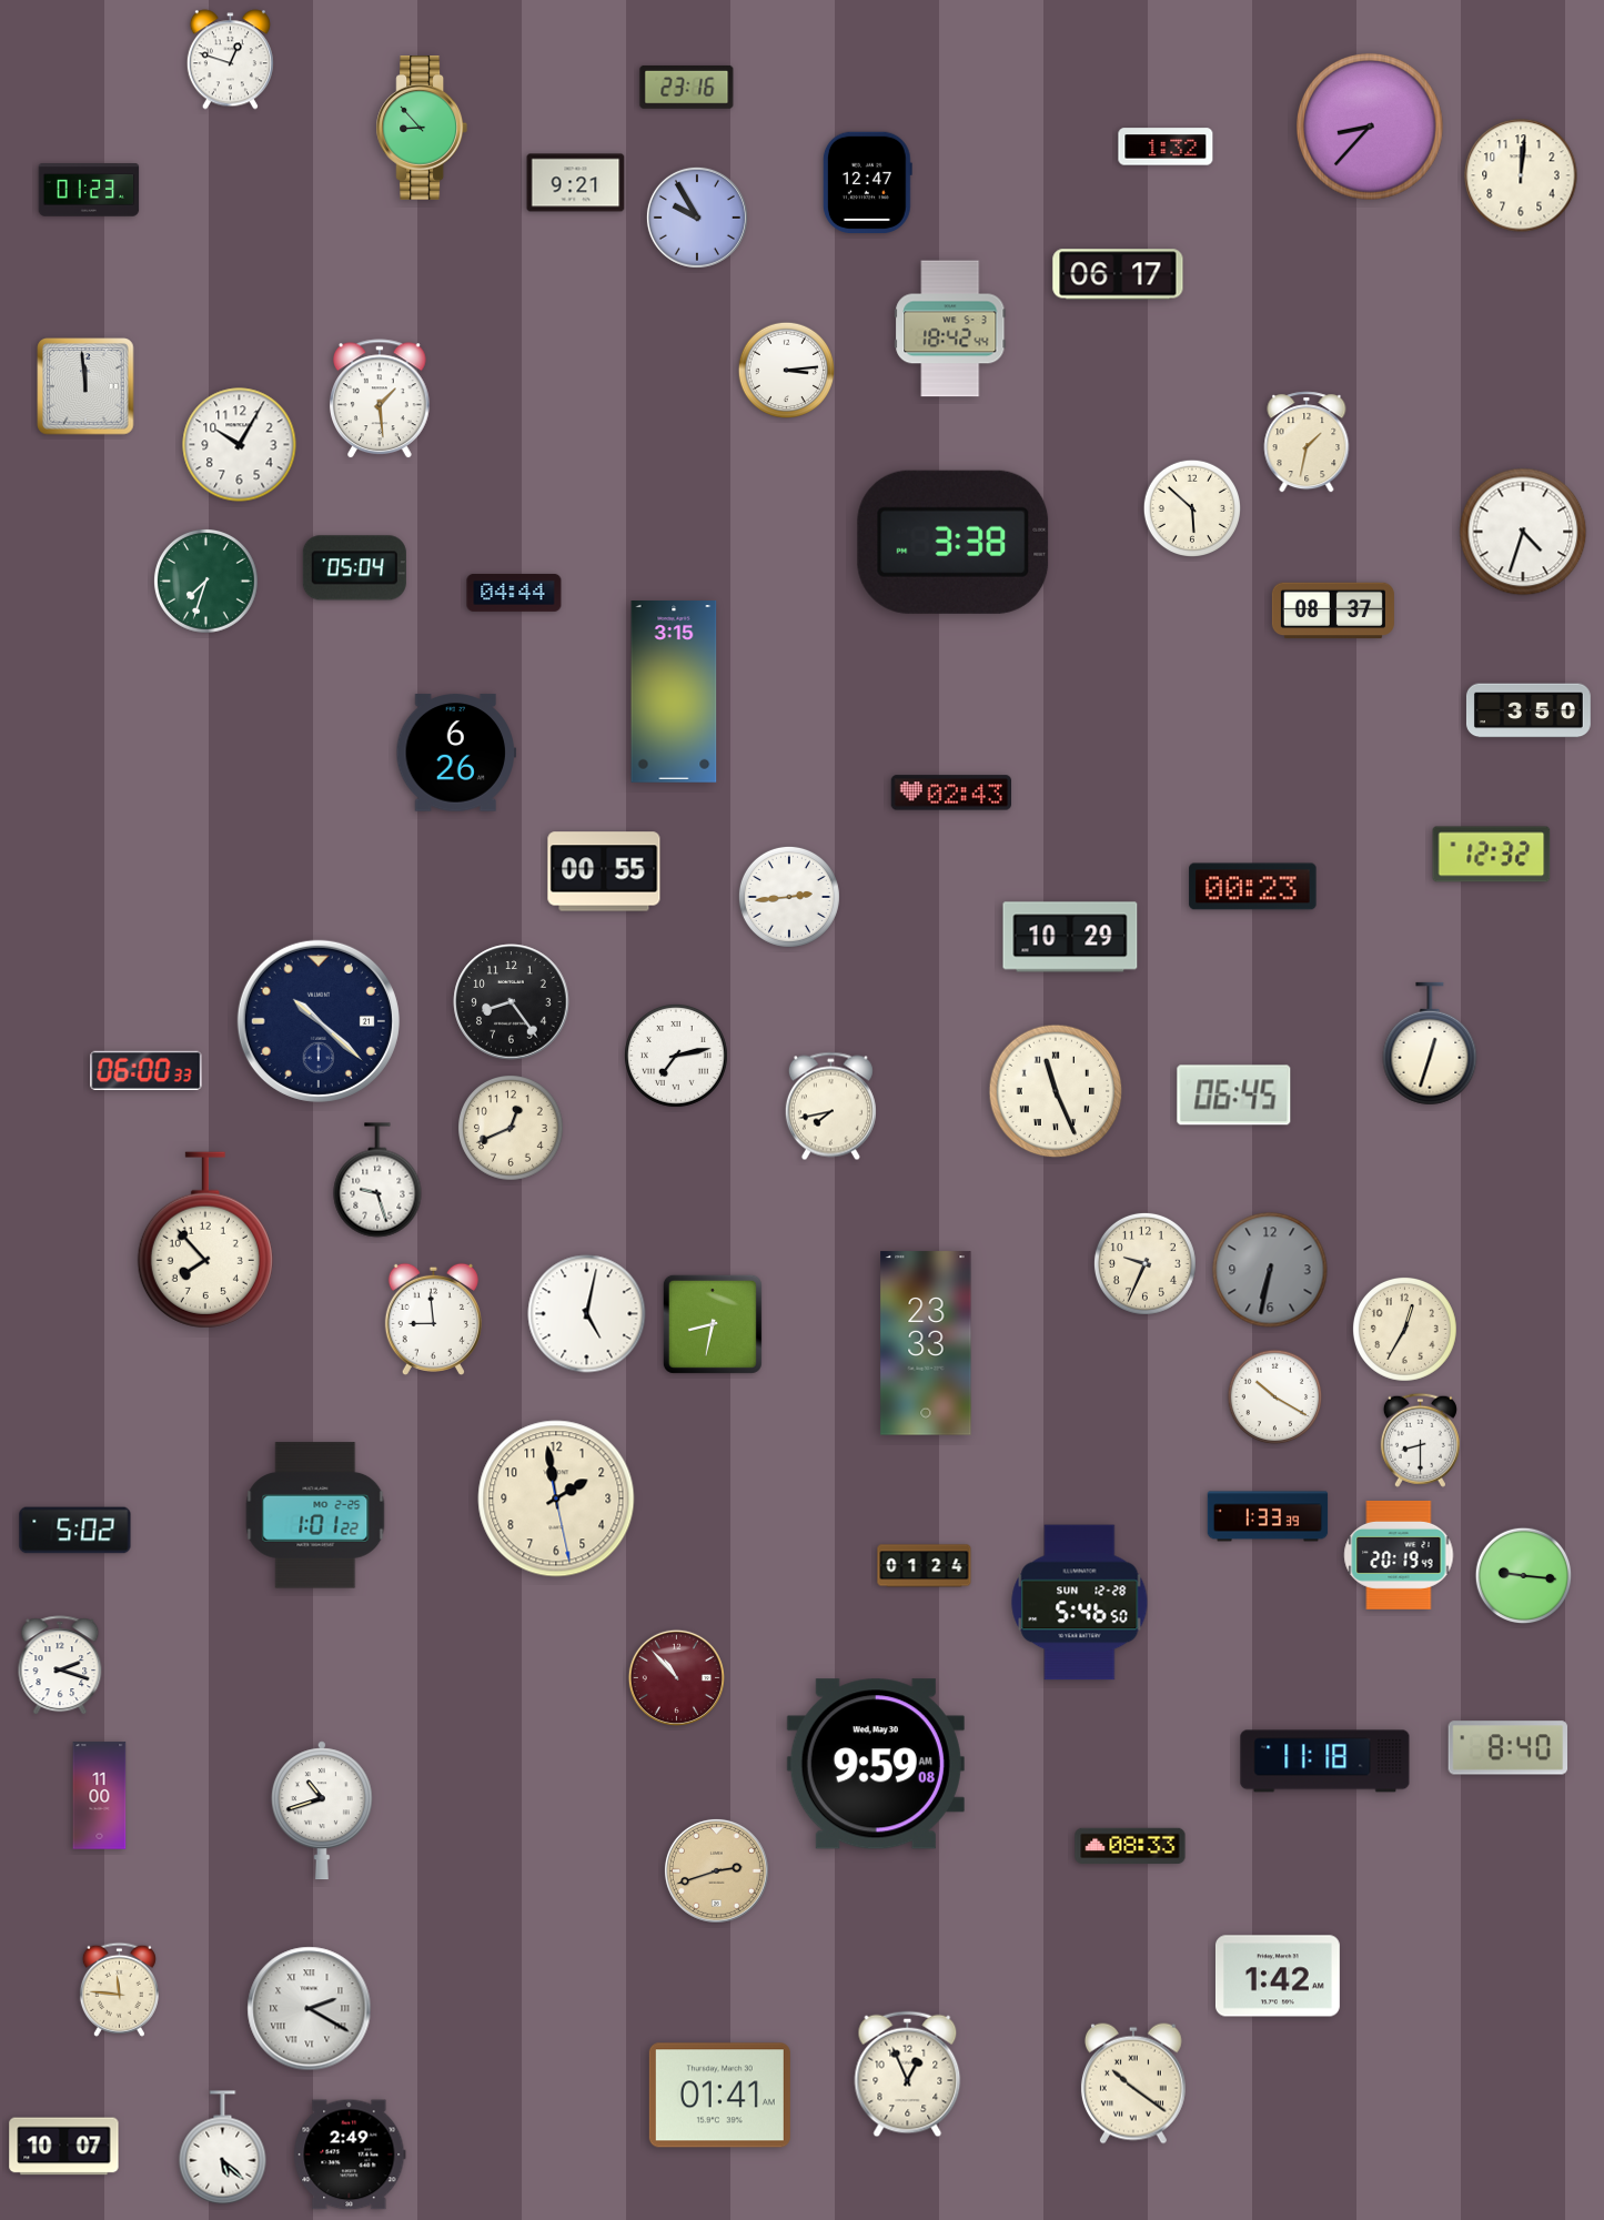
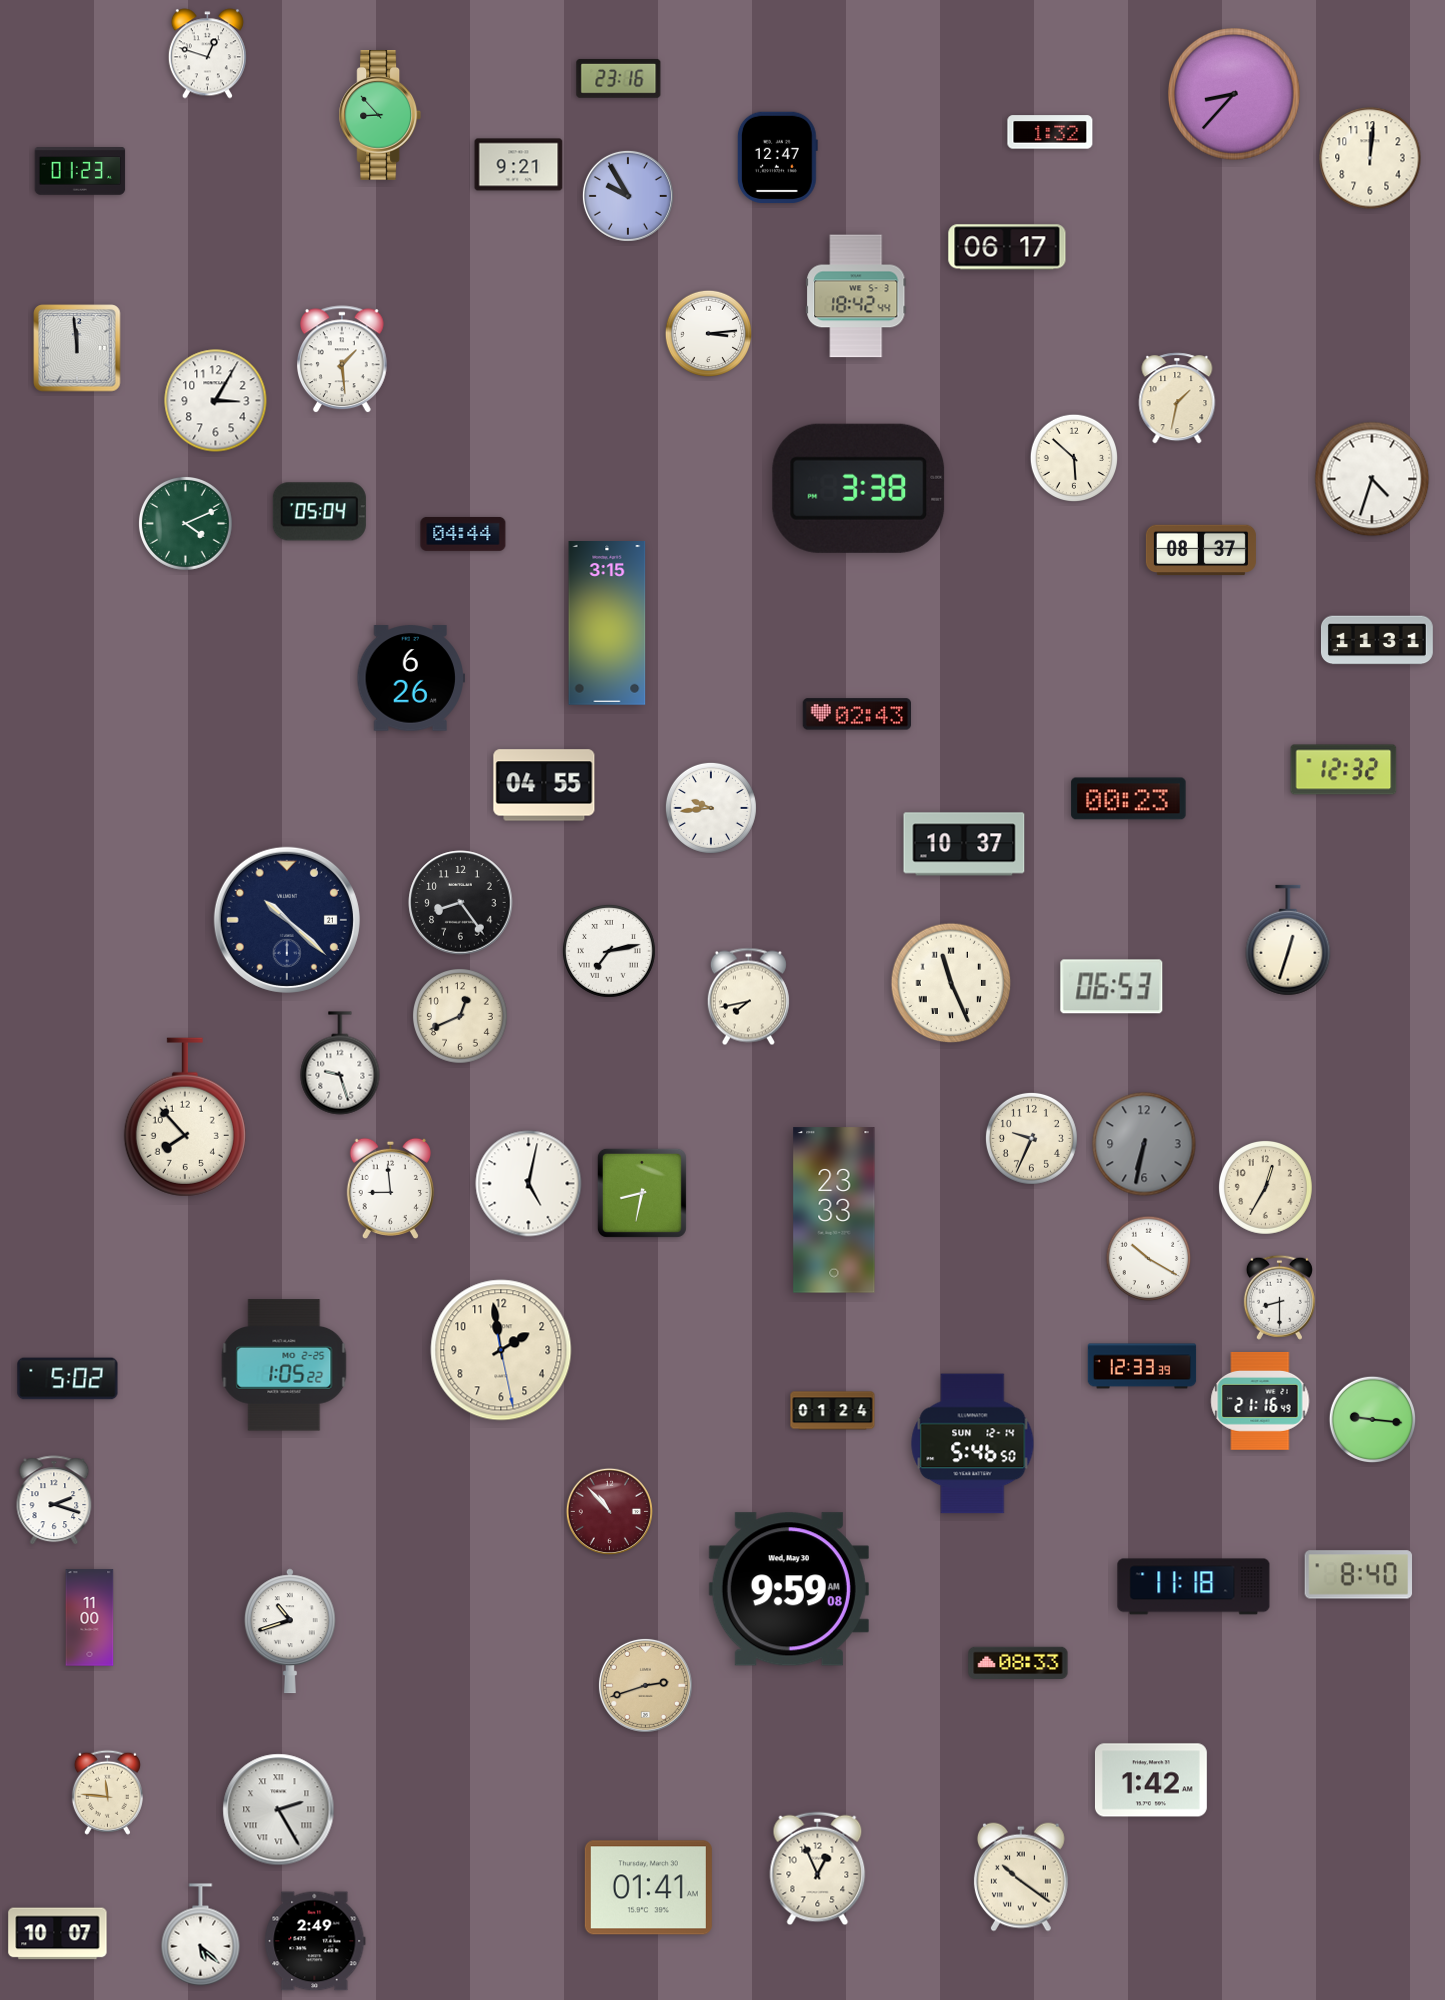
clock at (1371, 128) position: (1371, 128) -> (1235, 95)
clock at (867, 183) position: (867, 183) -> (777, 158)
clock at (240, 445): 10:05 -> 3:05
clock at (205, 581): 7:33 -> 4:11
clock at (1529, 710): 3:50 -> 11:31
clock at (604, 871): 00:55 -> 04:55
clock at (789, 897): 2:44 -> 9:44
clock at (1070, 937): 10:29 -> 10:37
clock at (147, 1070): 06:00 -> none
clock at (1234, 1096): 06:45 -> 06:53
clock at (1404, 1329) position: (1404, 1329) -> (1265, 1187)
clock at (315, 1515): 1:01 -> 1:05
clock at (1268, 1516): 1:33 -> 12:33
clock at (1399, 1555): 20:19 -> 21:16
clock at (1080, 1603) date: SUN 12-28 -> SUN 12-14
clock at (310, 2009): 2:20 -> 2:25
